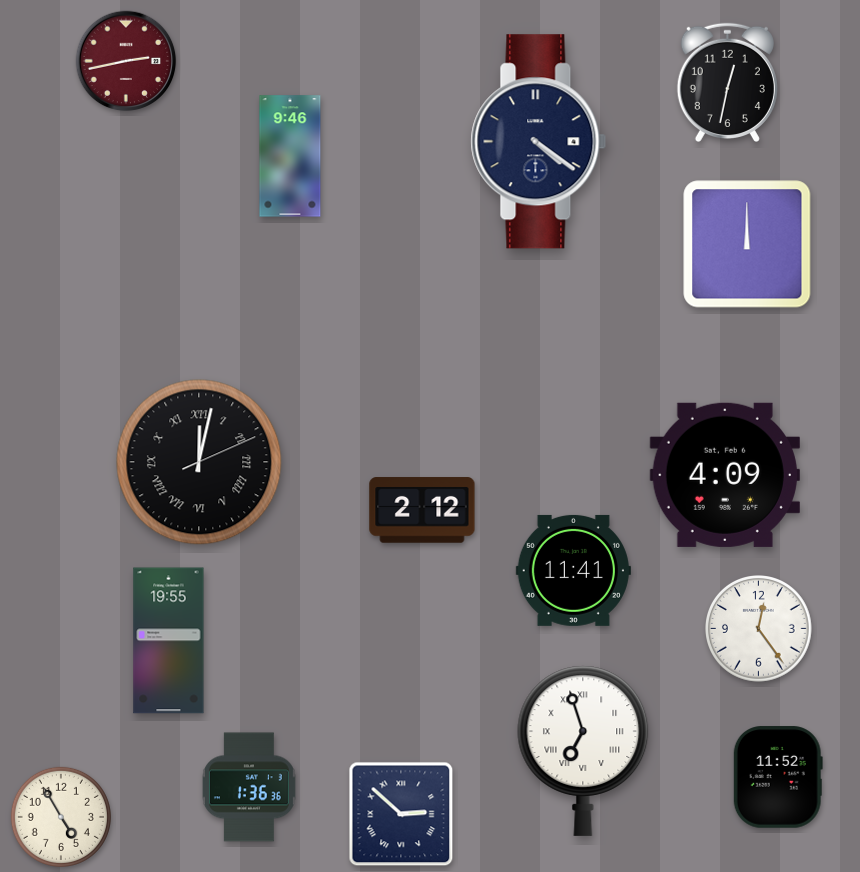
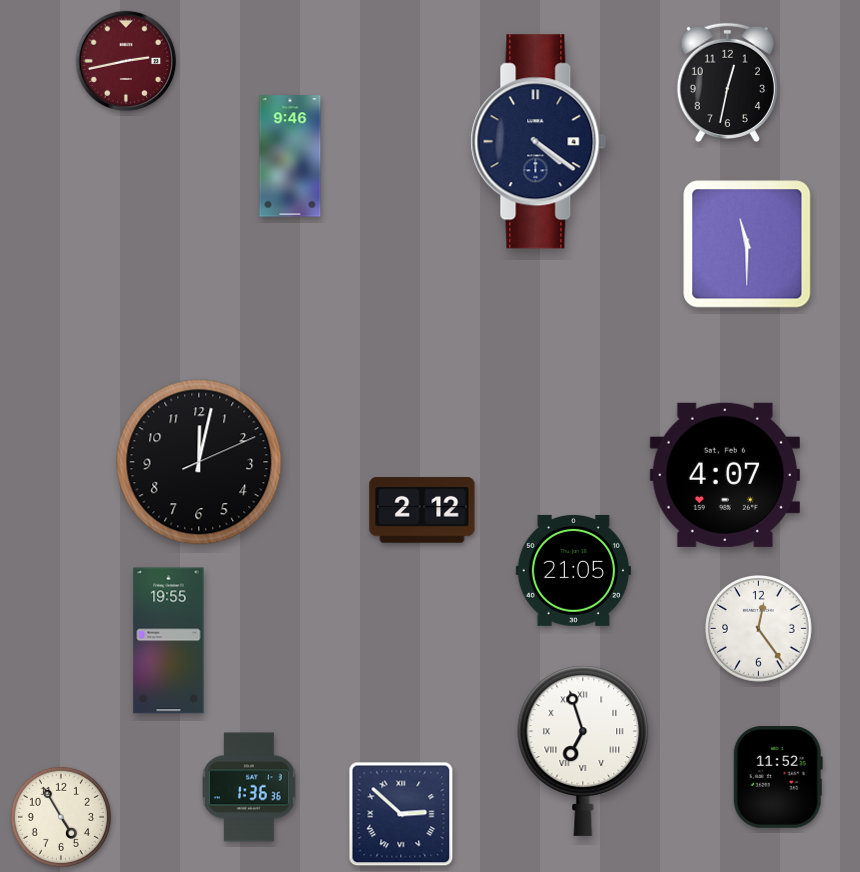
clock at (747, 244): 12:00 -> 11:30
clock at (199, 462) numerals: Roman -> Arabic
clock at (725, 475): 4:09 -> 4:07
clock at (573, 570): 11:41 -> 21:05
